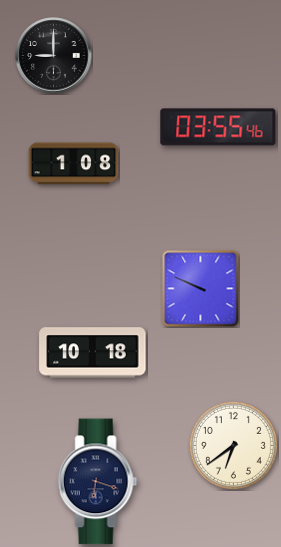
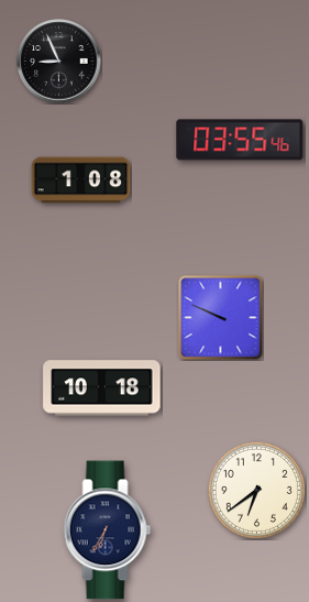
clock at (54, 56): 9:00 -> 8:56
clock at (98, 482): 6:18 -> 6:35
